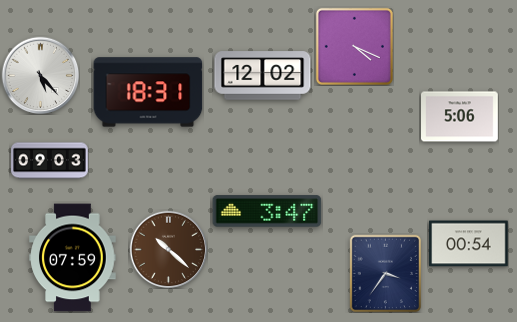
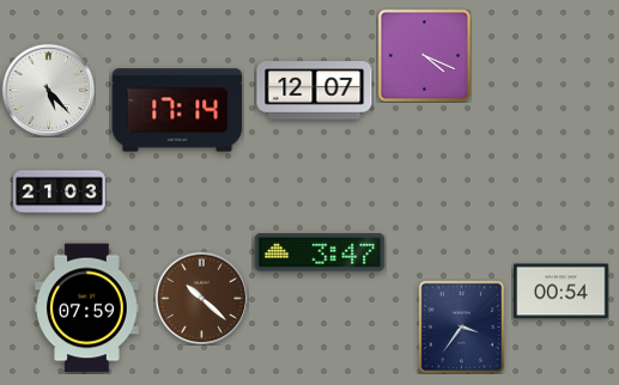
clock at (263, 76): 12:02 -> 12:07
clock at (148, 92): 18:31 -> 17:14
clock at (460, 117): 5:06 -> none
clock at (50, 161): 09:03 -> 21:03
